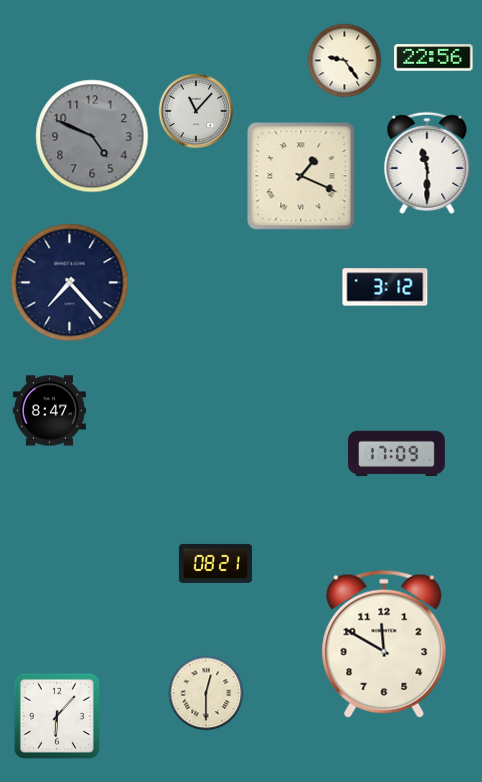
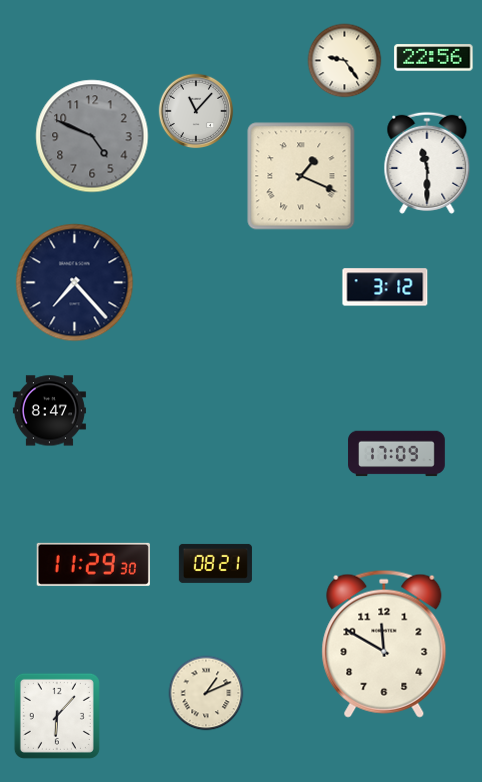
clock at (70, 283) position: (70, 283) -> (75, 283)
clock at (93, 564): none -> 11:29
clock at (206, 693): 12:30 -> 1:11
